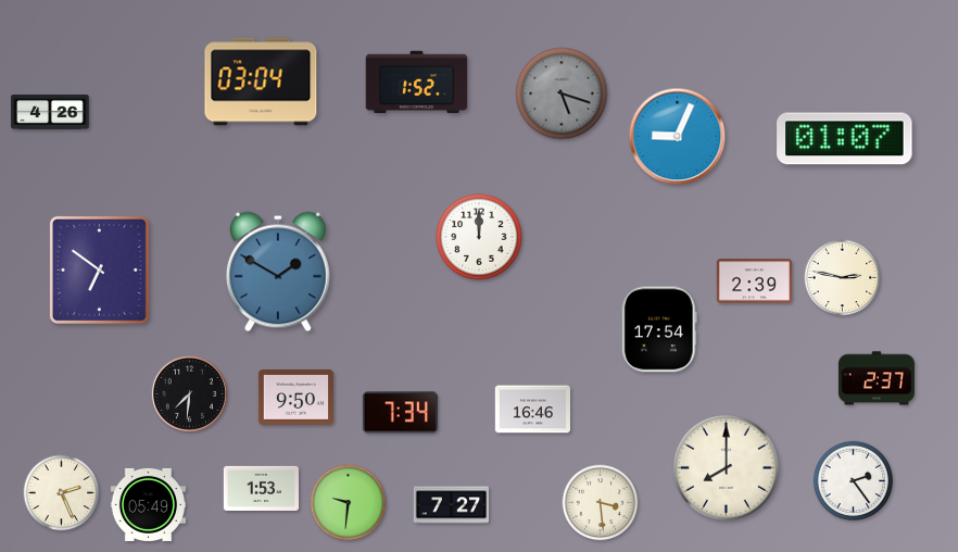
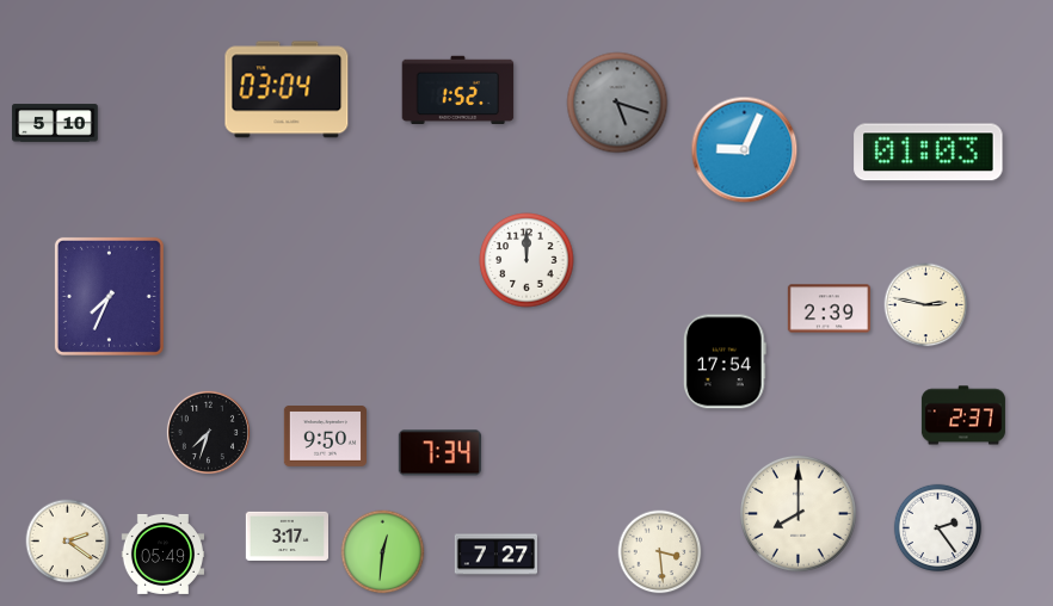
clock at (50, 112): 4:26 -> 5:10
clock at (845, 139): 01:07 -> 01:03
clock at (99, 269): 6:51 -> 7:34
clock at (278, 272): 1:50 -> none
clock at (189, 393): 7:31 -> 7:33
clock at (532, 410): 16:46 -> none
clock at (261, 488): 1:53 -> 3:17
clock at (62, 493): 2:26 -> 2:21
clock at (349, 503): 9:31 -> 12:31
